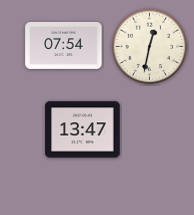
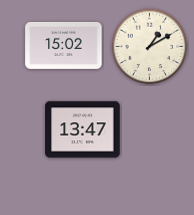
clock at (64, 45): 07:54 -> 15:02
clock at (150, 47): 12:32 -> 1:10
